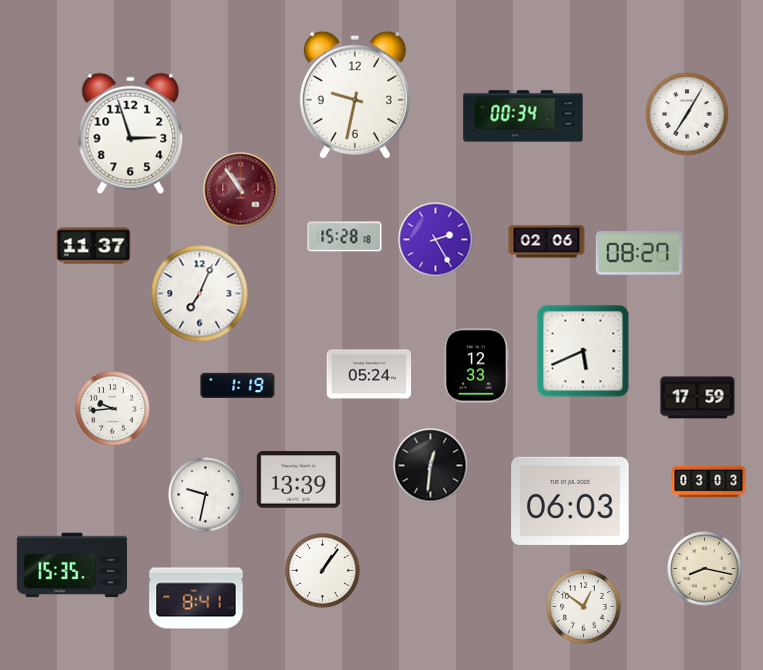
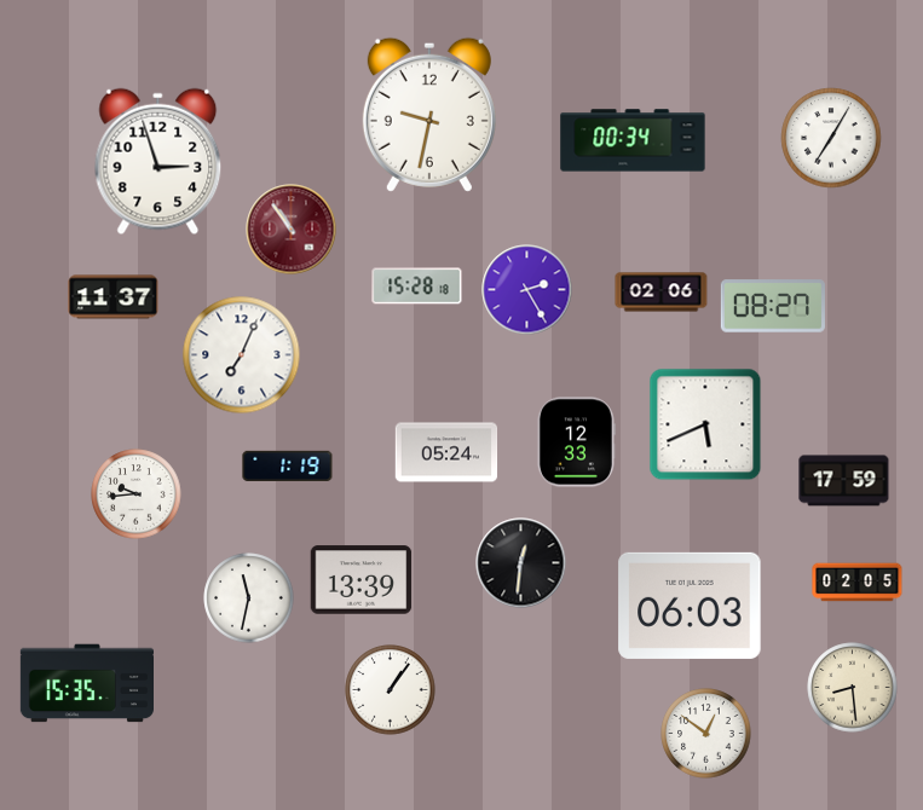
clock at (709, 482): 03:03 -> 02:05
clock at (206, 495): 9:32 -> 11:32
clock at (705, 569): 8:17 -> 8:29
clock at (196, 598): 8:41 -> none
